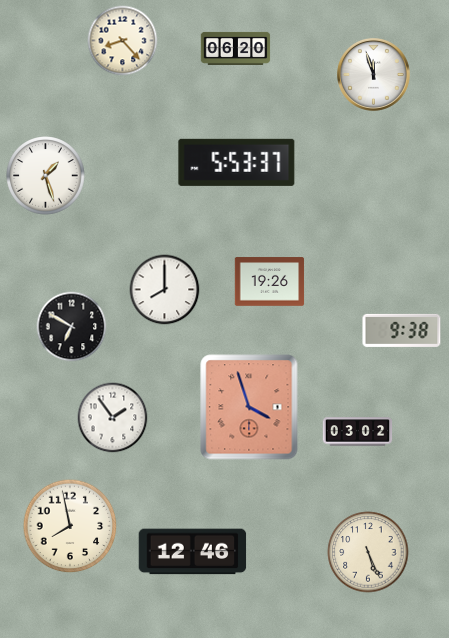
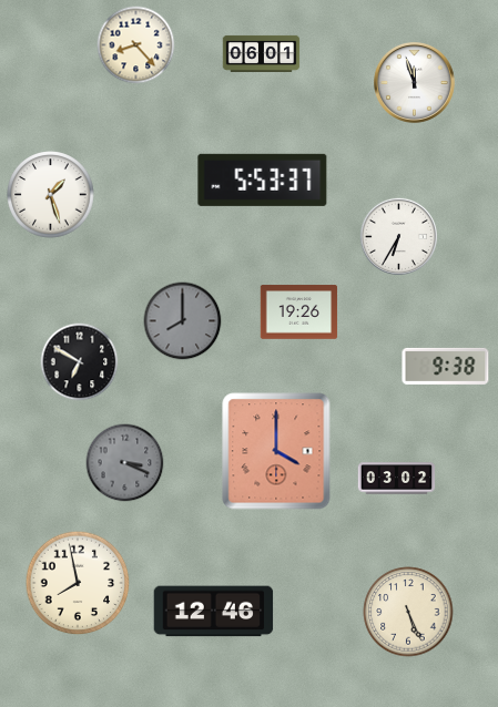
clock at (236, 48): 06:20 -> 06:01
clock at (398, 236): none -> 6:35
clock at (165, 290) dial: white -> grey
clock at (249, 407): 3:57 -> 4:00
clock at (113, 418): 1:54 -> 3:19
clock at (113, 418) dial: white -> grey
